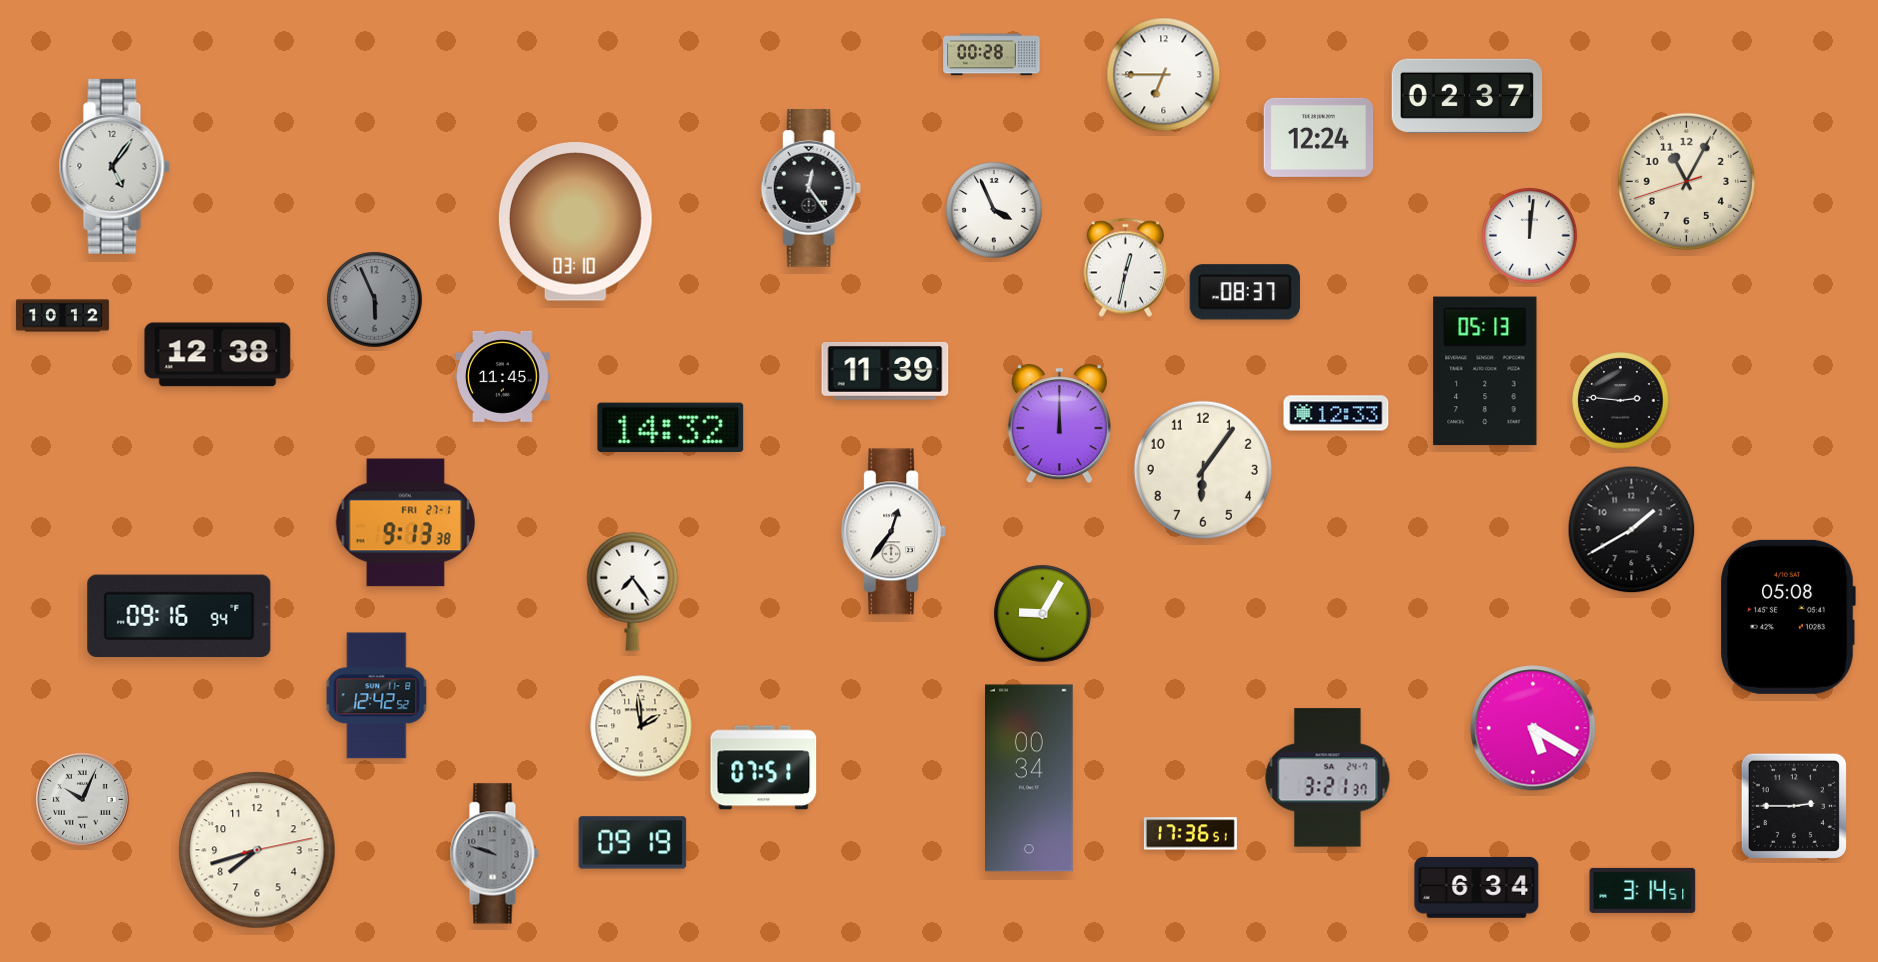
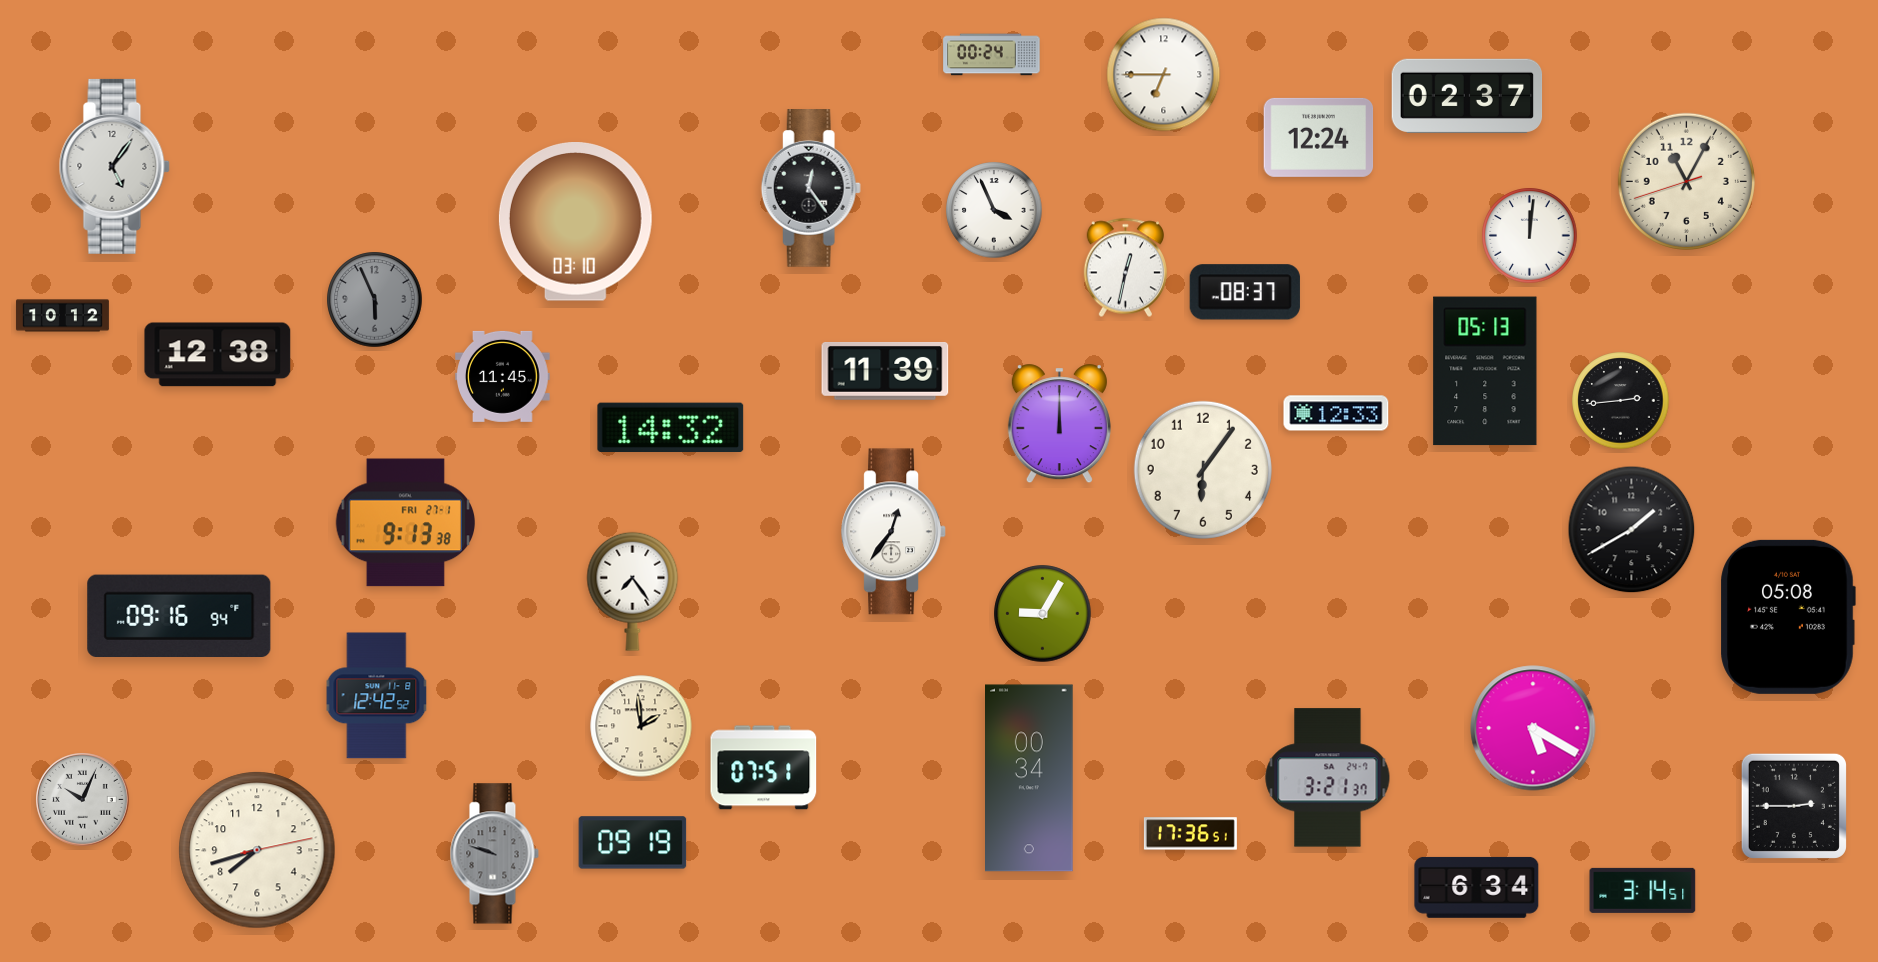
clock at (992, 55): 00:28 -> 00:24
clock at (1621, 401): 2:46 -> 2:44
